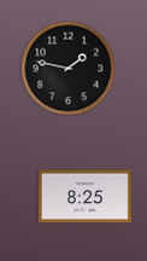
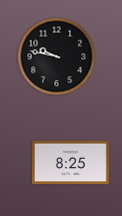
clock at (67, 68): 1:47 -> 9:47
